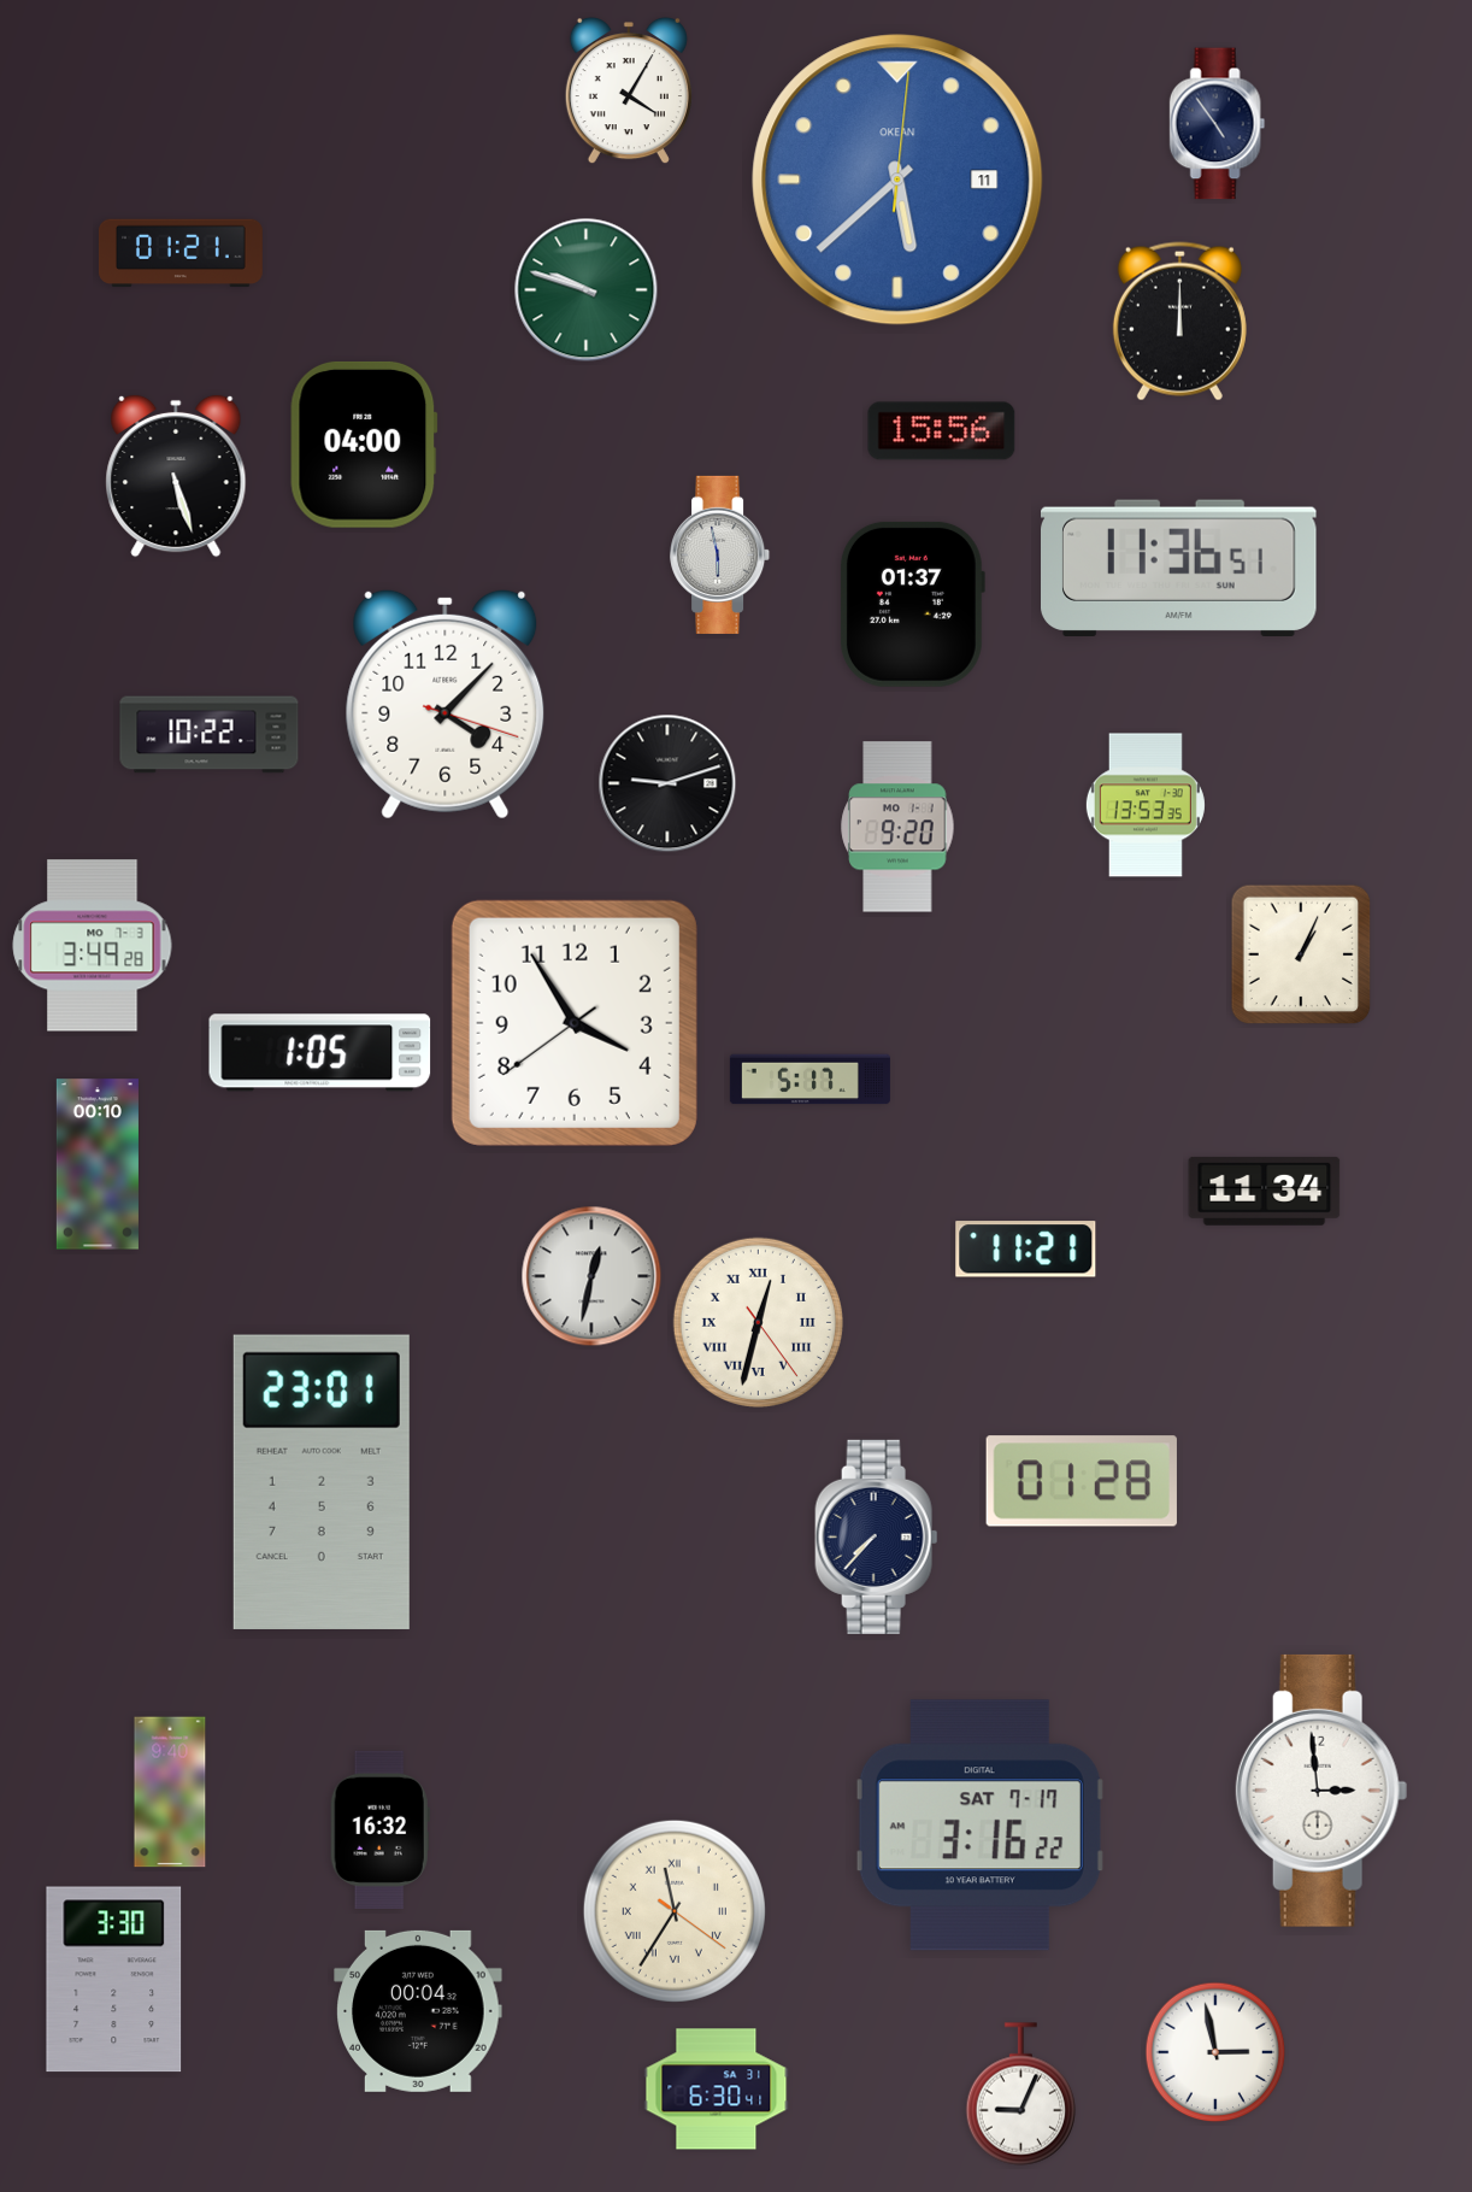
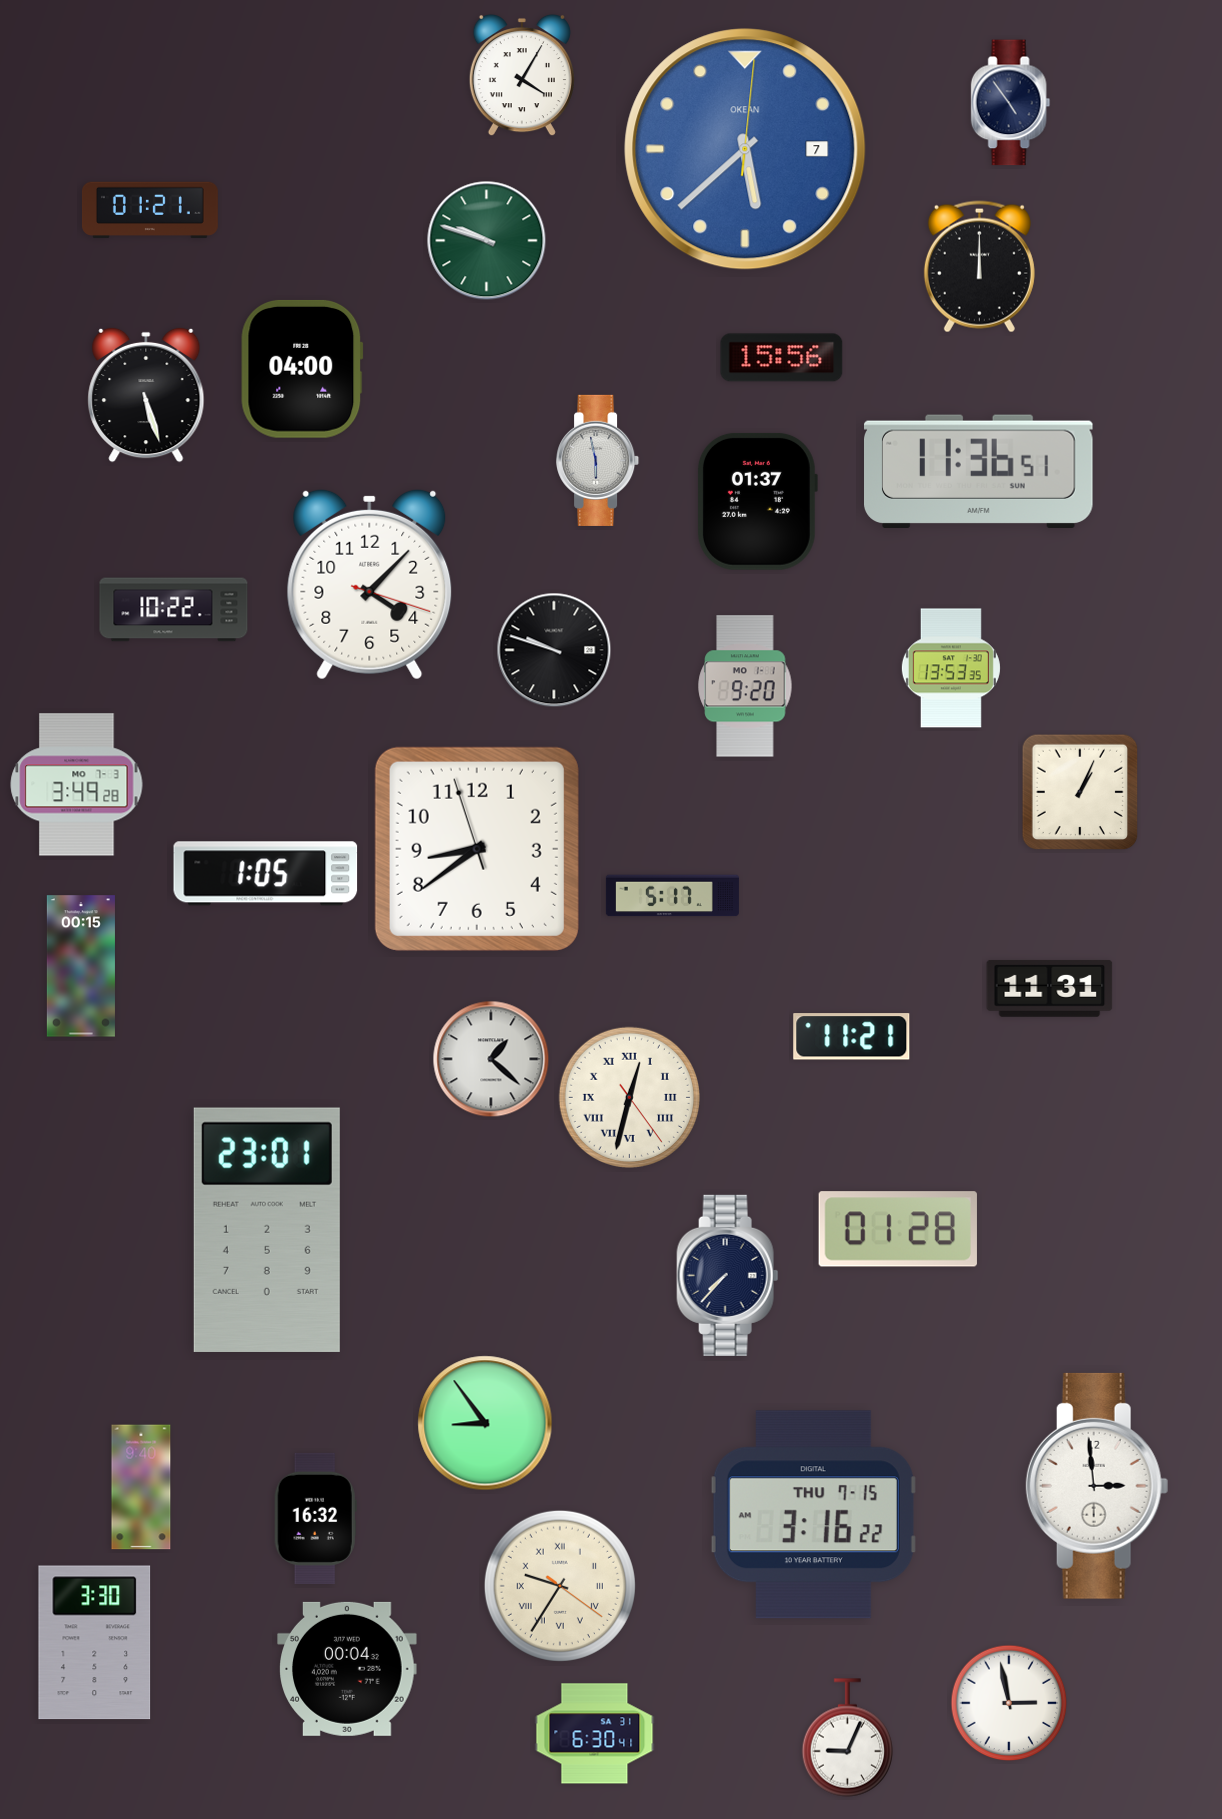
clock at (897, 180) date: 11 -> 7
clock at (667, 783): 9:12 -> 9:48
clock at (575, 1023): 3:54 -> 8:38
clock at (98, 1164): 00:10 -> 00:15
clock at (1265, 1191): 11:34 -> 11:31
clock at (591, 1276): 12:32 -> 1:22
clock at (485, 1423): none -> 8:54
clock at (979, 1826) date: SAT 7-17 -> THU 7-15
clock at (675, 1911): 11:35 -> 9:35
